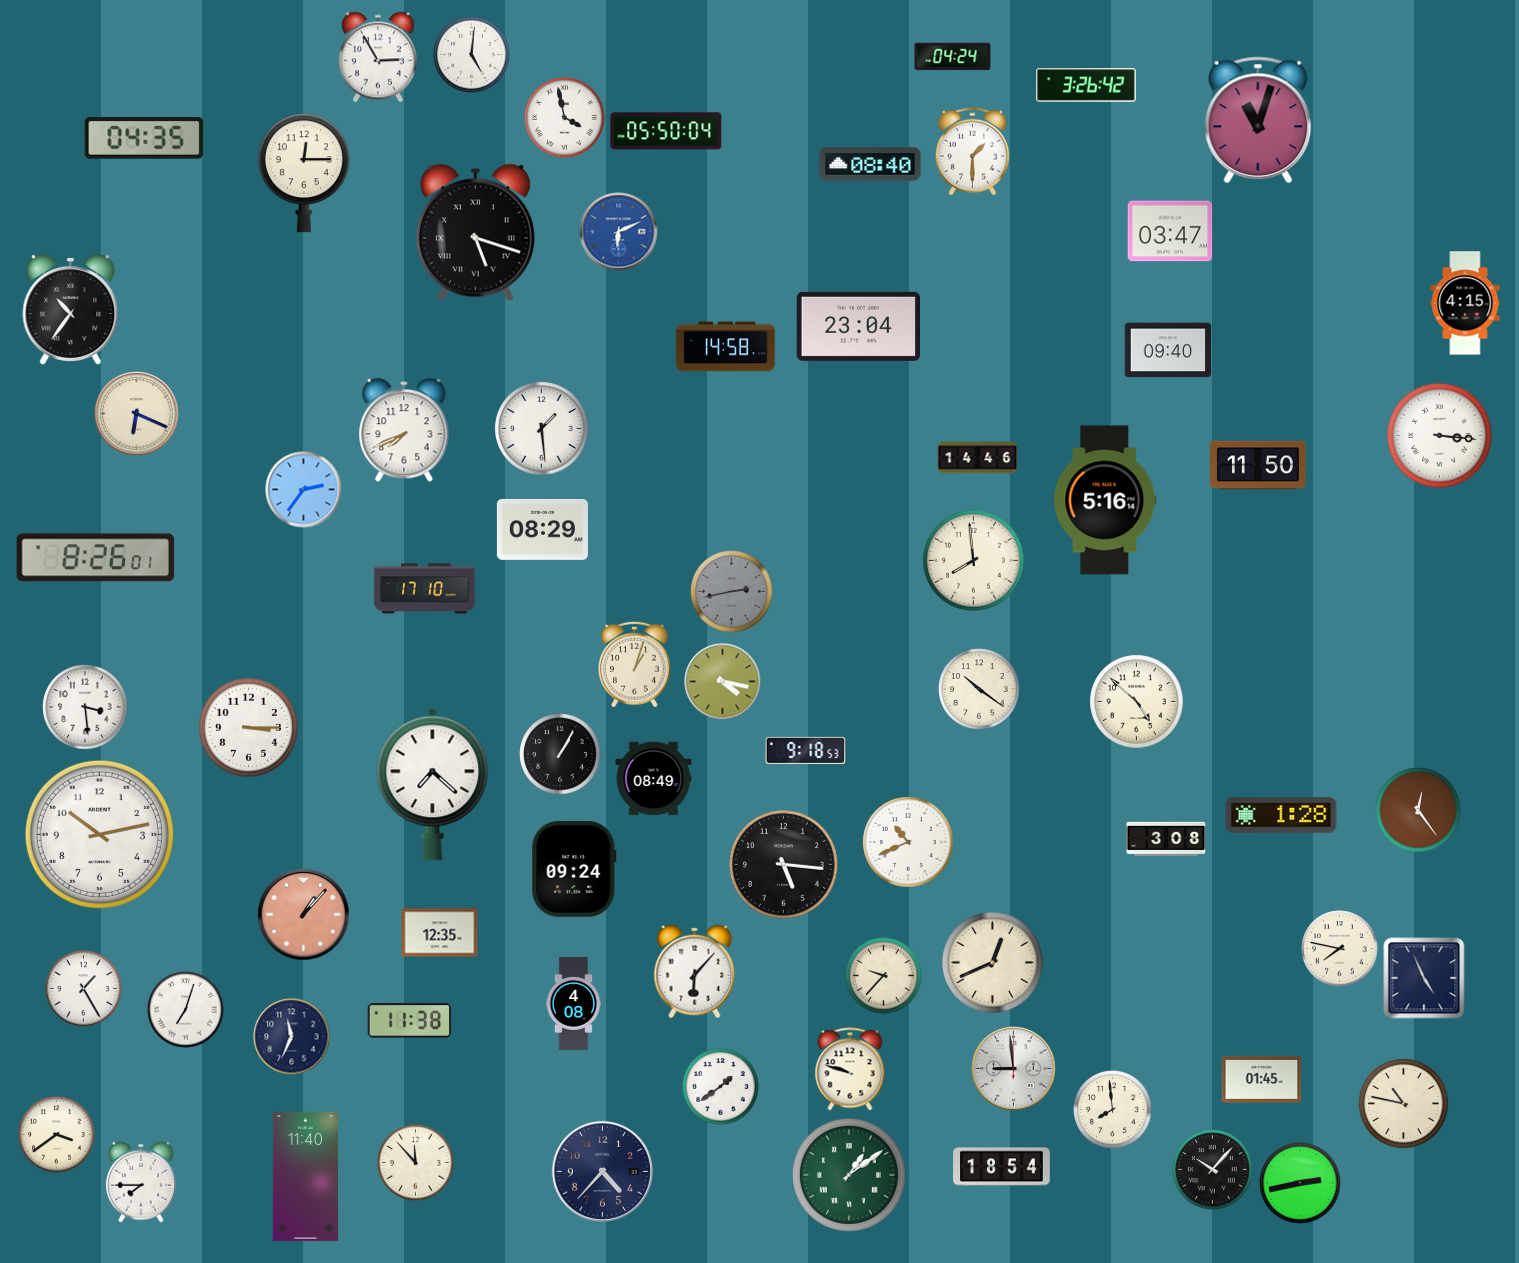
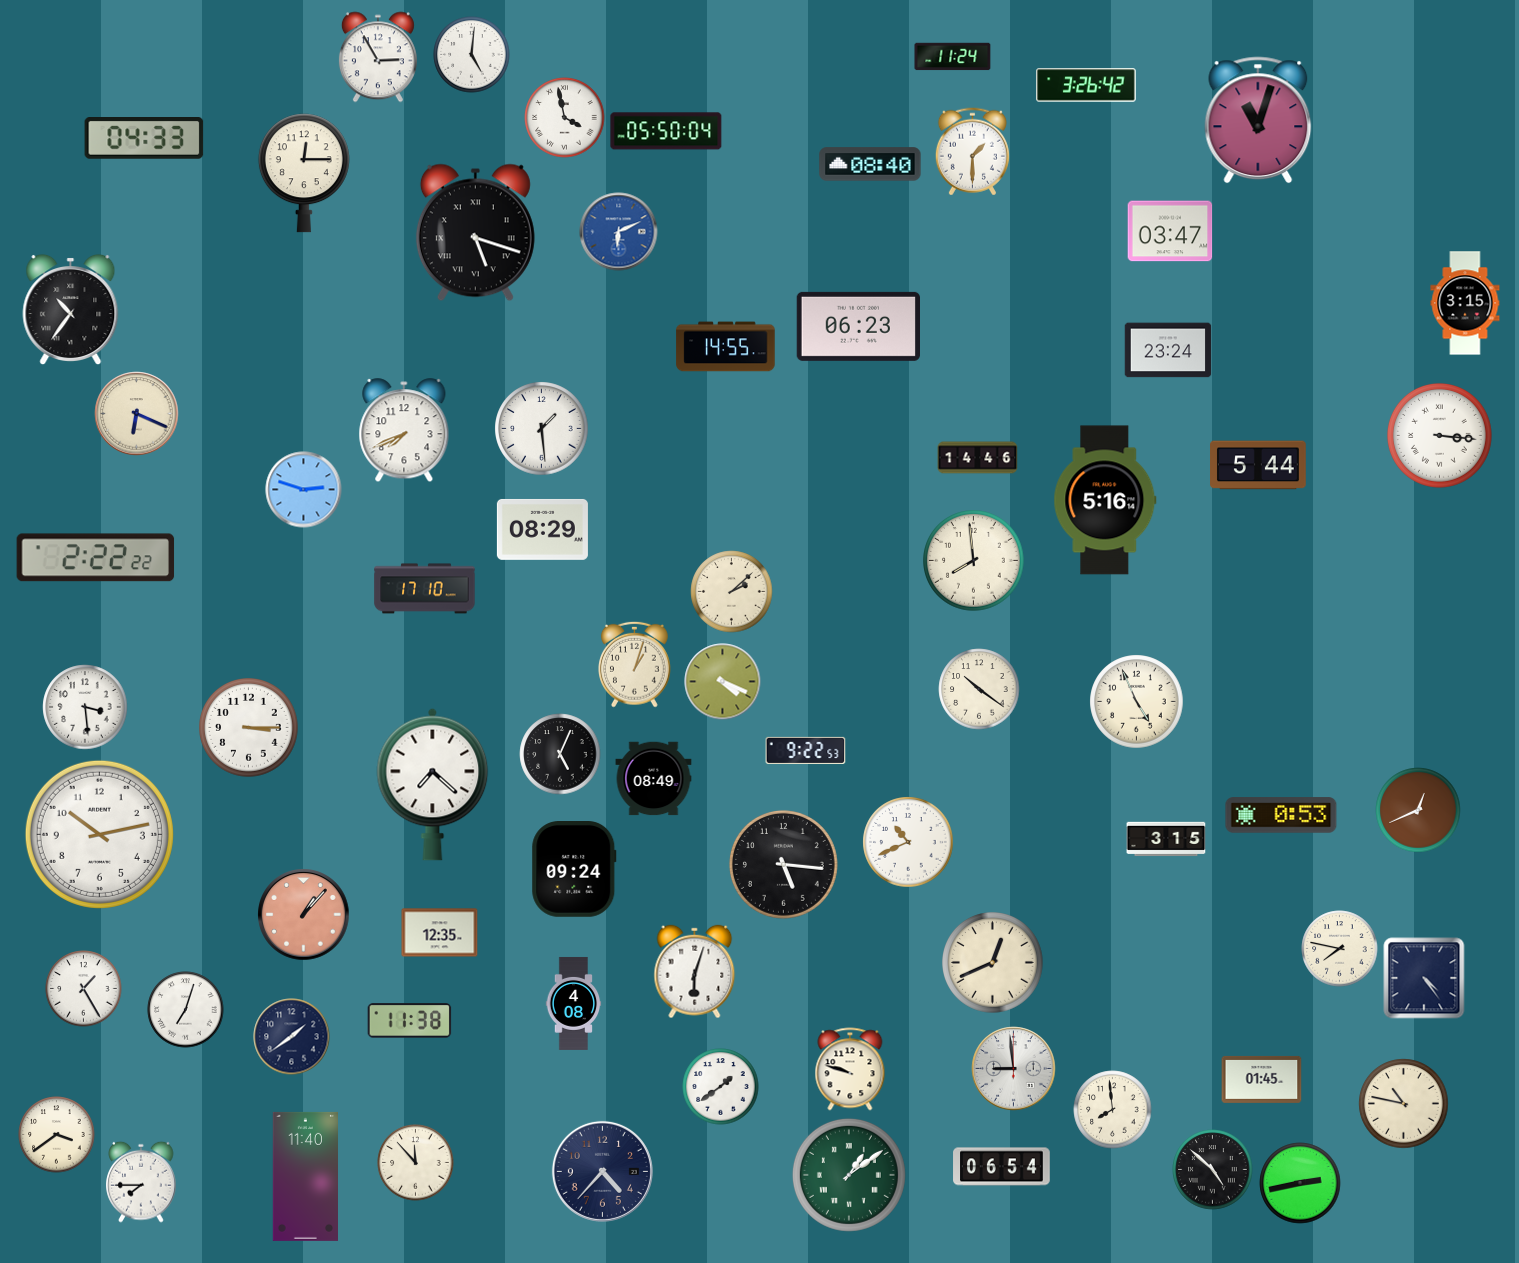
clock at (953, 57): 04:24 -> 11:24
clock at (144, 139): 04:35 -> 04:33
clock at (1465, 303): 4:15 -> 3:15
clock at (858, 326): 23:04 -> 06:23
clock at (726, 347): 14:58 -> 14:55
clock at (1168, 350): 09:40 -> 23:24
clock at (1258, 465): 11:50 -> 5:44
clock at (304, 490): 2:36 -> 2:48
clock at (96, 558): 8:26 -> 2:22
clock at (732, 592): 2:43 -> 2:08
clock at (732, 592) dial: grey -> cream
clock at (723, 682): 4:17 -> 4:19
clock at (1137, 702): 4:52 -> 4:56
clock at (806, 750): 9:18 -> 9:22
clock at (560, 754): 1:05 -> 5:04
clock at (1418, 810): 12:24 -> 12:41
clock at (1281, 815): 1:28 -> 0:53
clock at (1166, 839): 3:08 -> 3:15
clock at (695, 972): 6:07 -> 6:03
clock at (884, 976): 9:37 -> none
clock at (1424, 978): 4:56 -> 4:24
clock at (292, 1037): 11:34 -> 1:39
clock at (1002, 1167): 18:54 -> 06:54
clock at (1213, 1170): 10:07 -> 4:52
